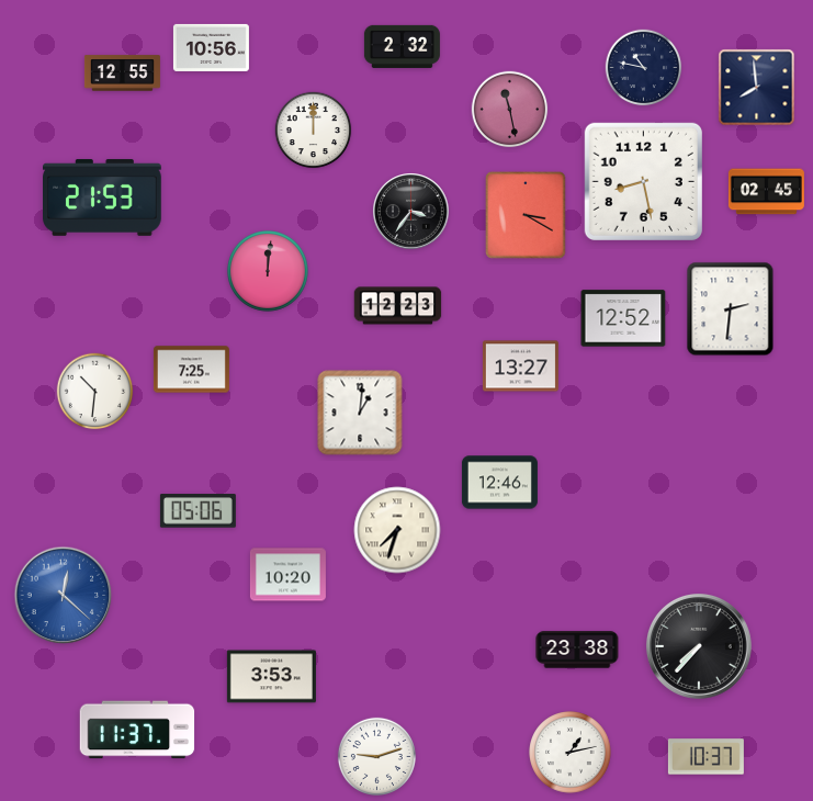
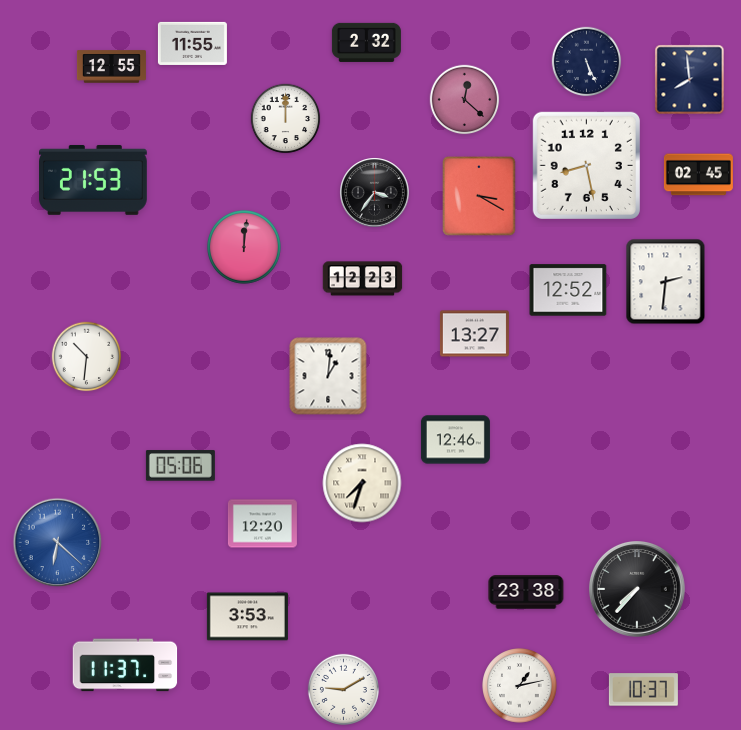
clock at (211, 47): 10:56 -> 11:55
clock at (644, 68): 10:47 -> 5:26
clock at (510, 110): 11:28 -> 12:22
clock at (191, 370): 7:25 -> none
clock at (287, 575): 10:20 -> 12:20
clock at (64, 596): 12:22 -> 6:22
clock at (376, 756): 9:12 -> 9:10
